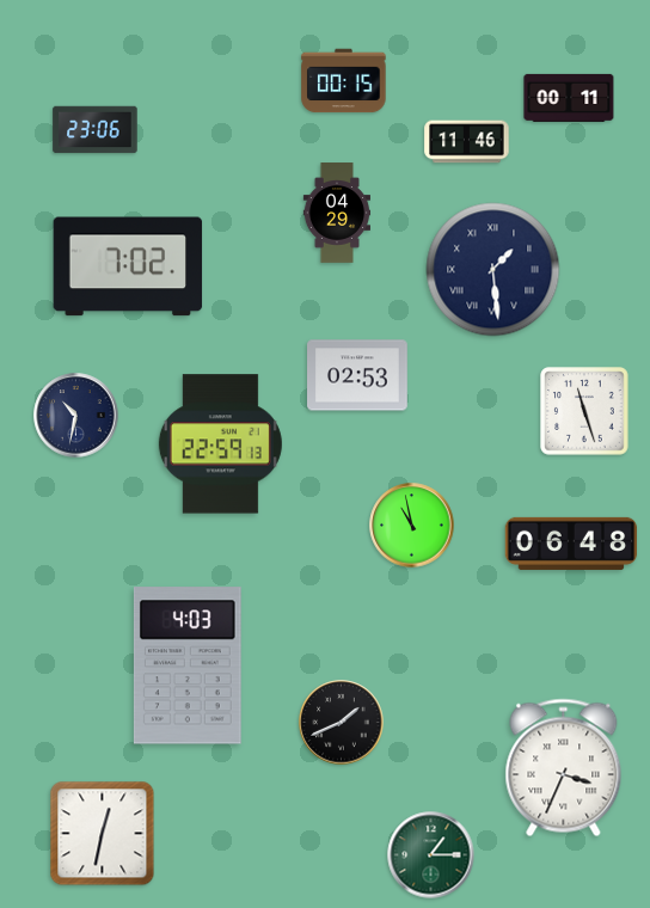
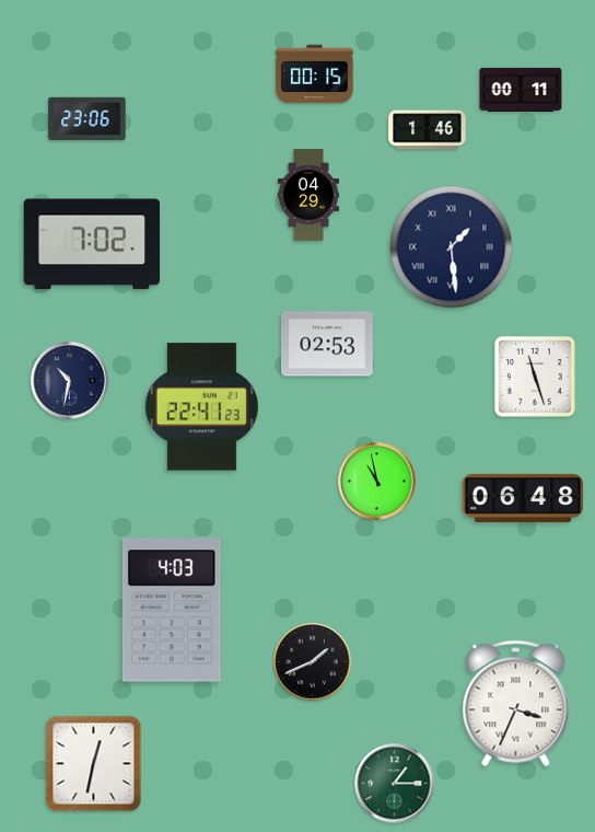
clock at (467, 142): 11:46 -> 1:46
clock at (128, 266) position: (128, 266) -> (92, 244)
clock at (220, 444): 22:59 -> 22:41
